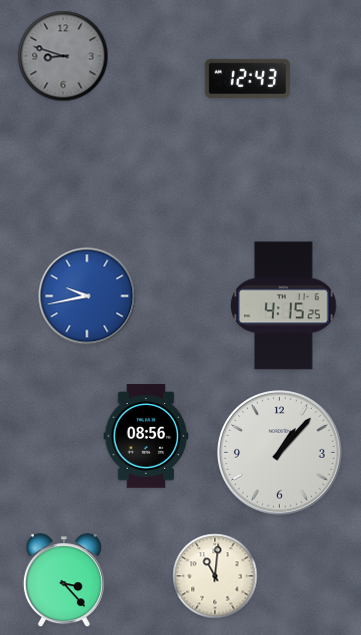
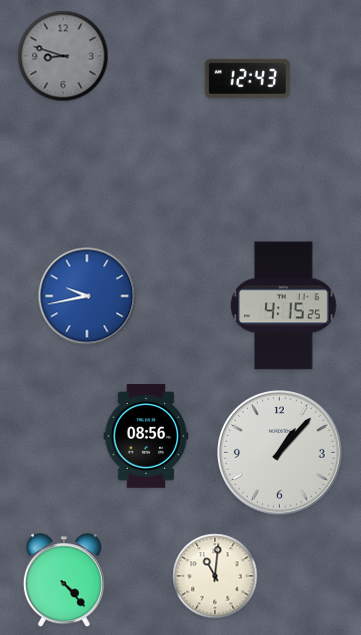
clock at (64, 581): 3:23 -> 4:23
